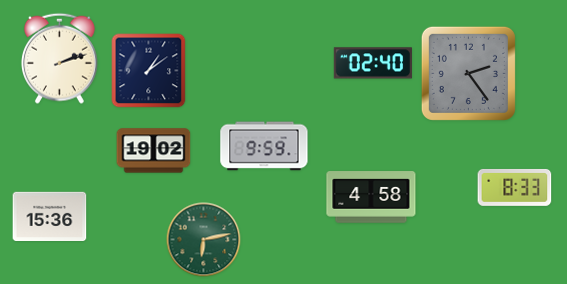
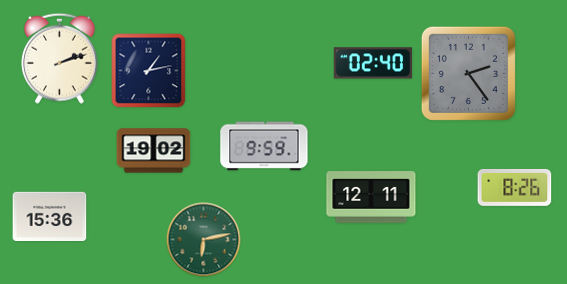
clock at (149, 71): 1:09 -> 1:13
clock at (515, 187): 8:33 -> 8:26
clock at (371, 197): 4:58 -> 12:11
